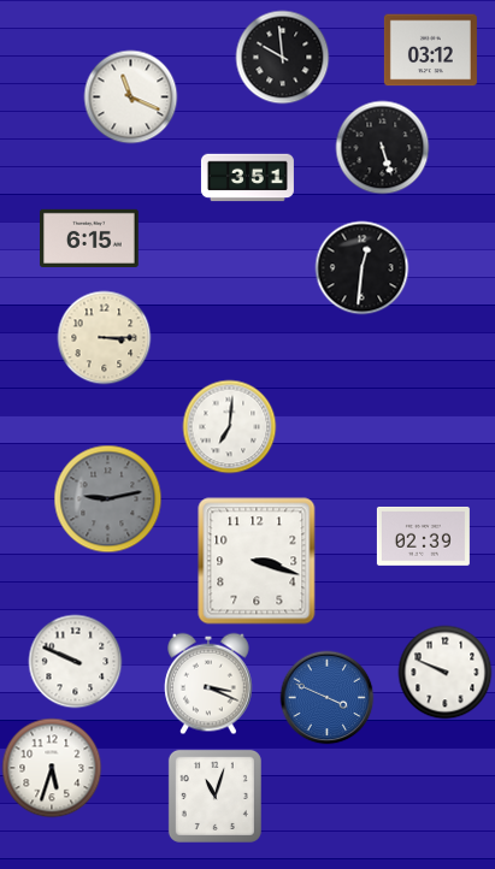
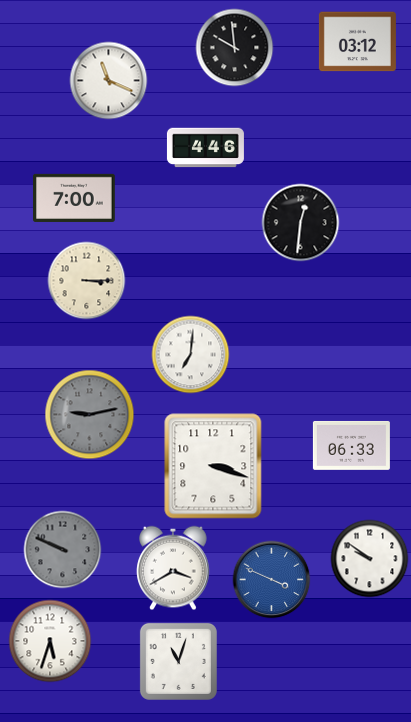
clock at (382, 147): 5:27 -> none
clock at (247, 178): 3:51 -> 4:46
clock at (89, 238): 6:15 -> 7:00
clock at (423, 536): 02:39 -> 06:33
clock at (75, 661) dial: white -> grey
clock at (444, 672): 9:49 -> 9:51
clock at (208, 684): 3:19 -> 3:40
clock at (52, 768) position: (52, 768) -> (50, 641)
